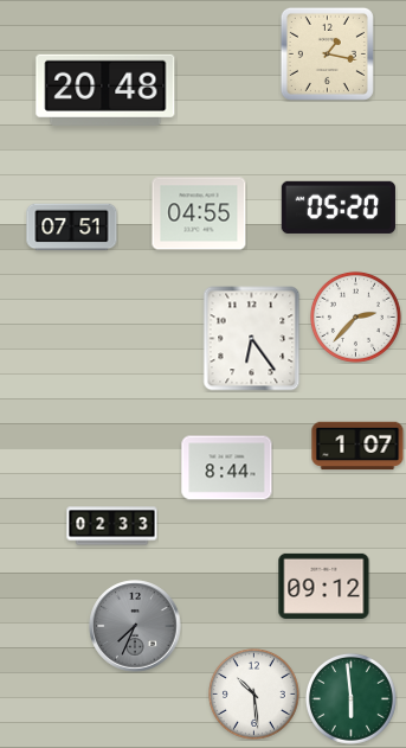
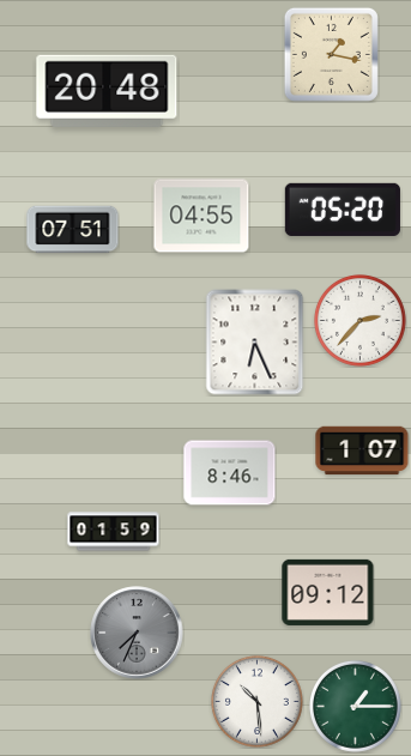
clock at (252, 339): 6:24 -> 6:26
clock at (227, 468): 8:44 -> 8:46
clock at (112, 526): 02:33 -> 01:59
clock at (350, 698): 5:59 -> 1:15
